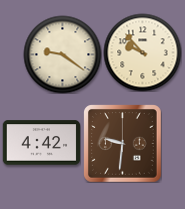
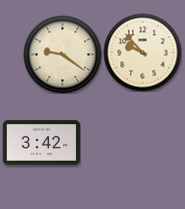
clock at (41, 143): 4:42 -> 3:42
clock at (122, 143): 9:31 -> none
